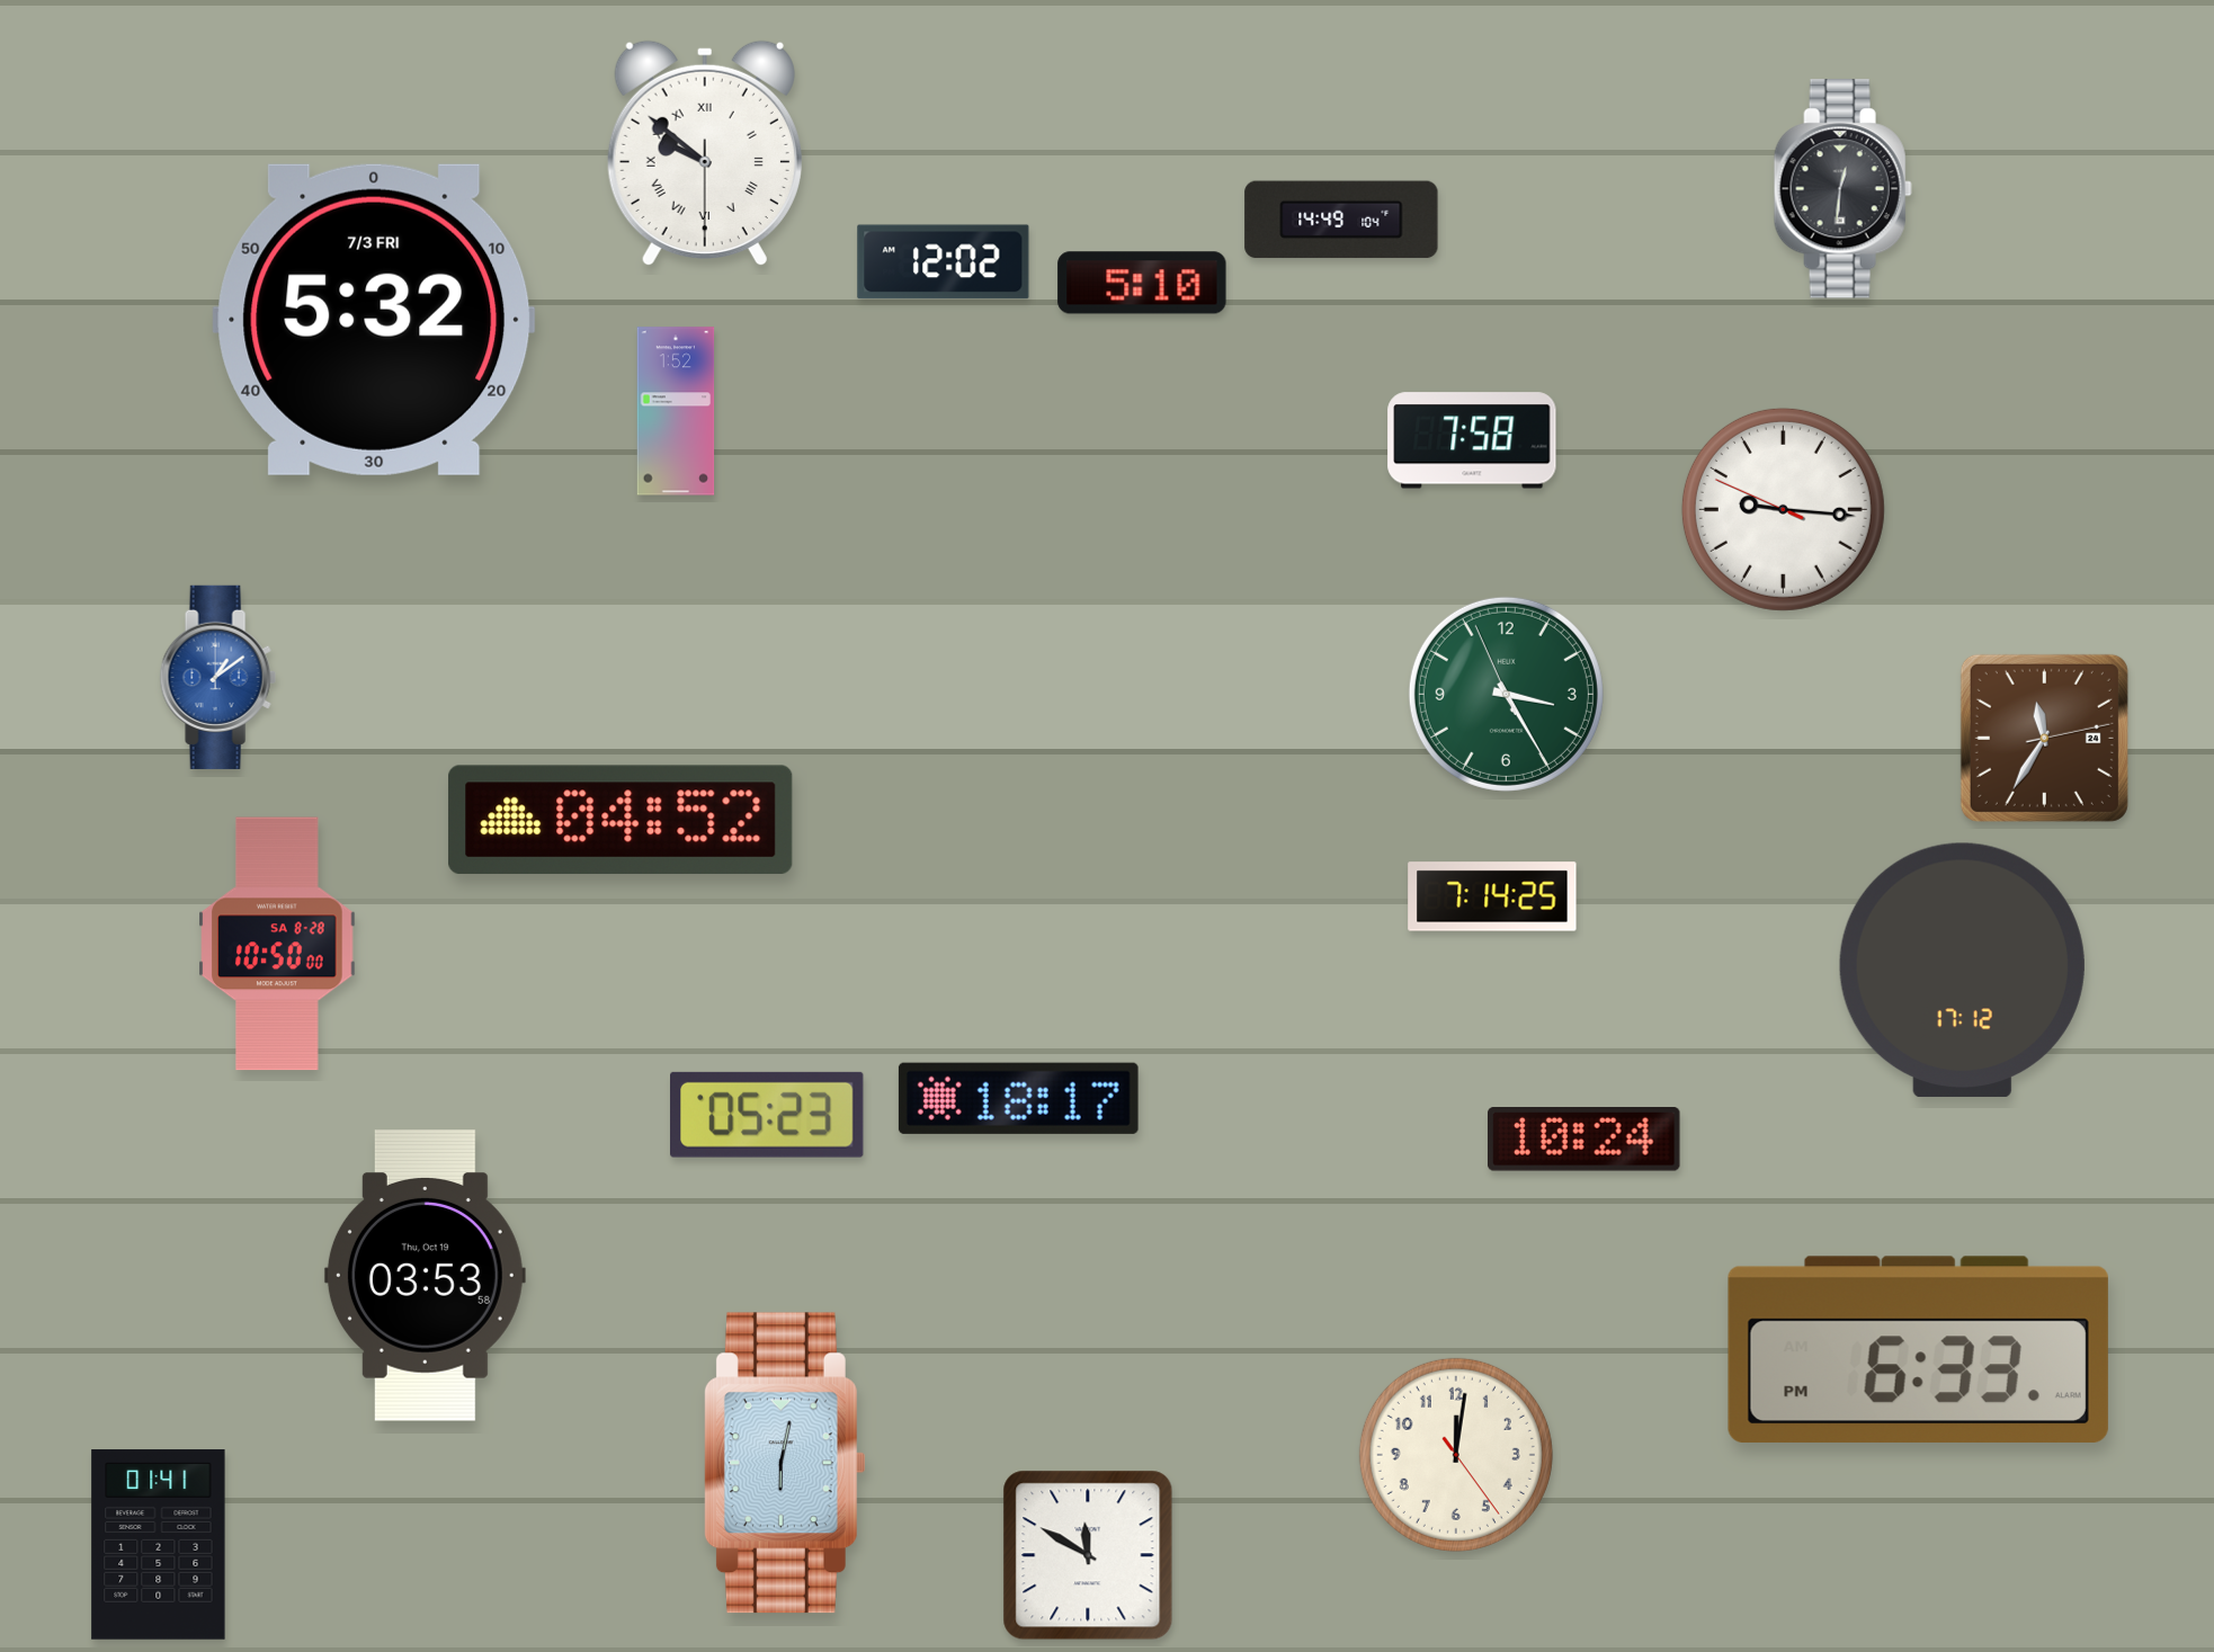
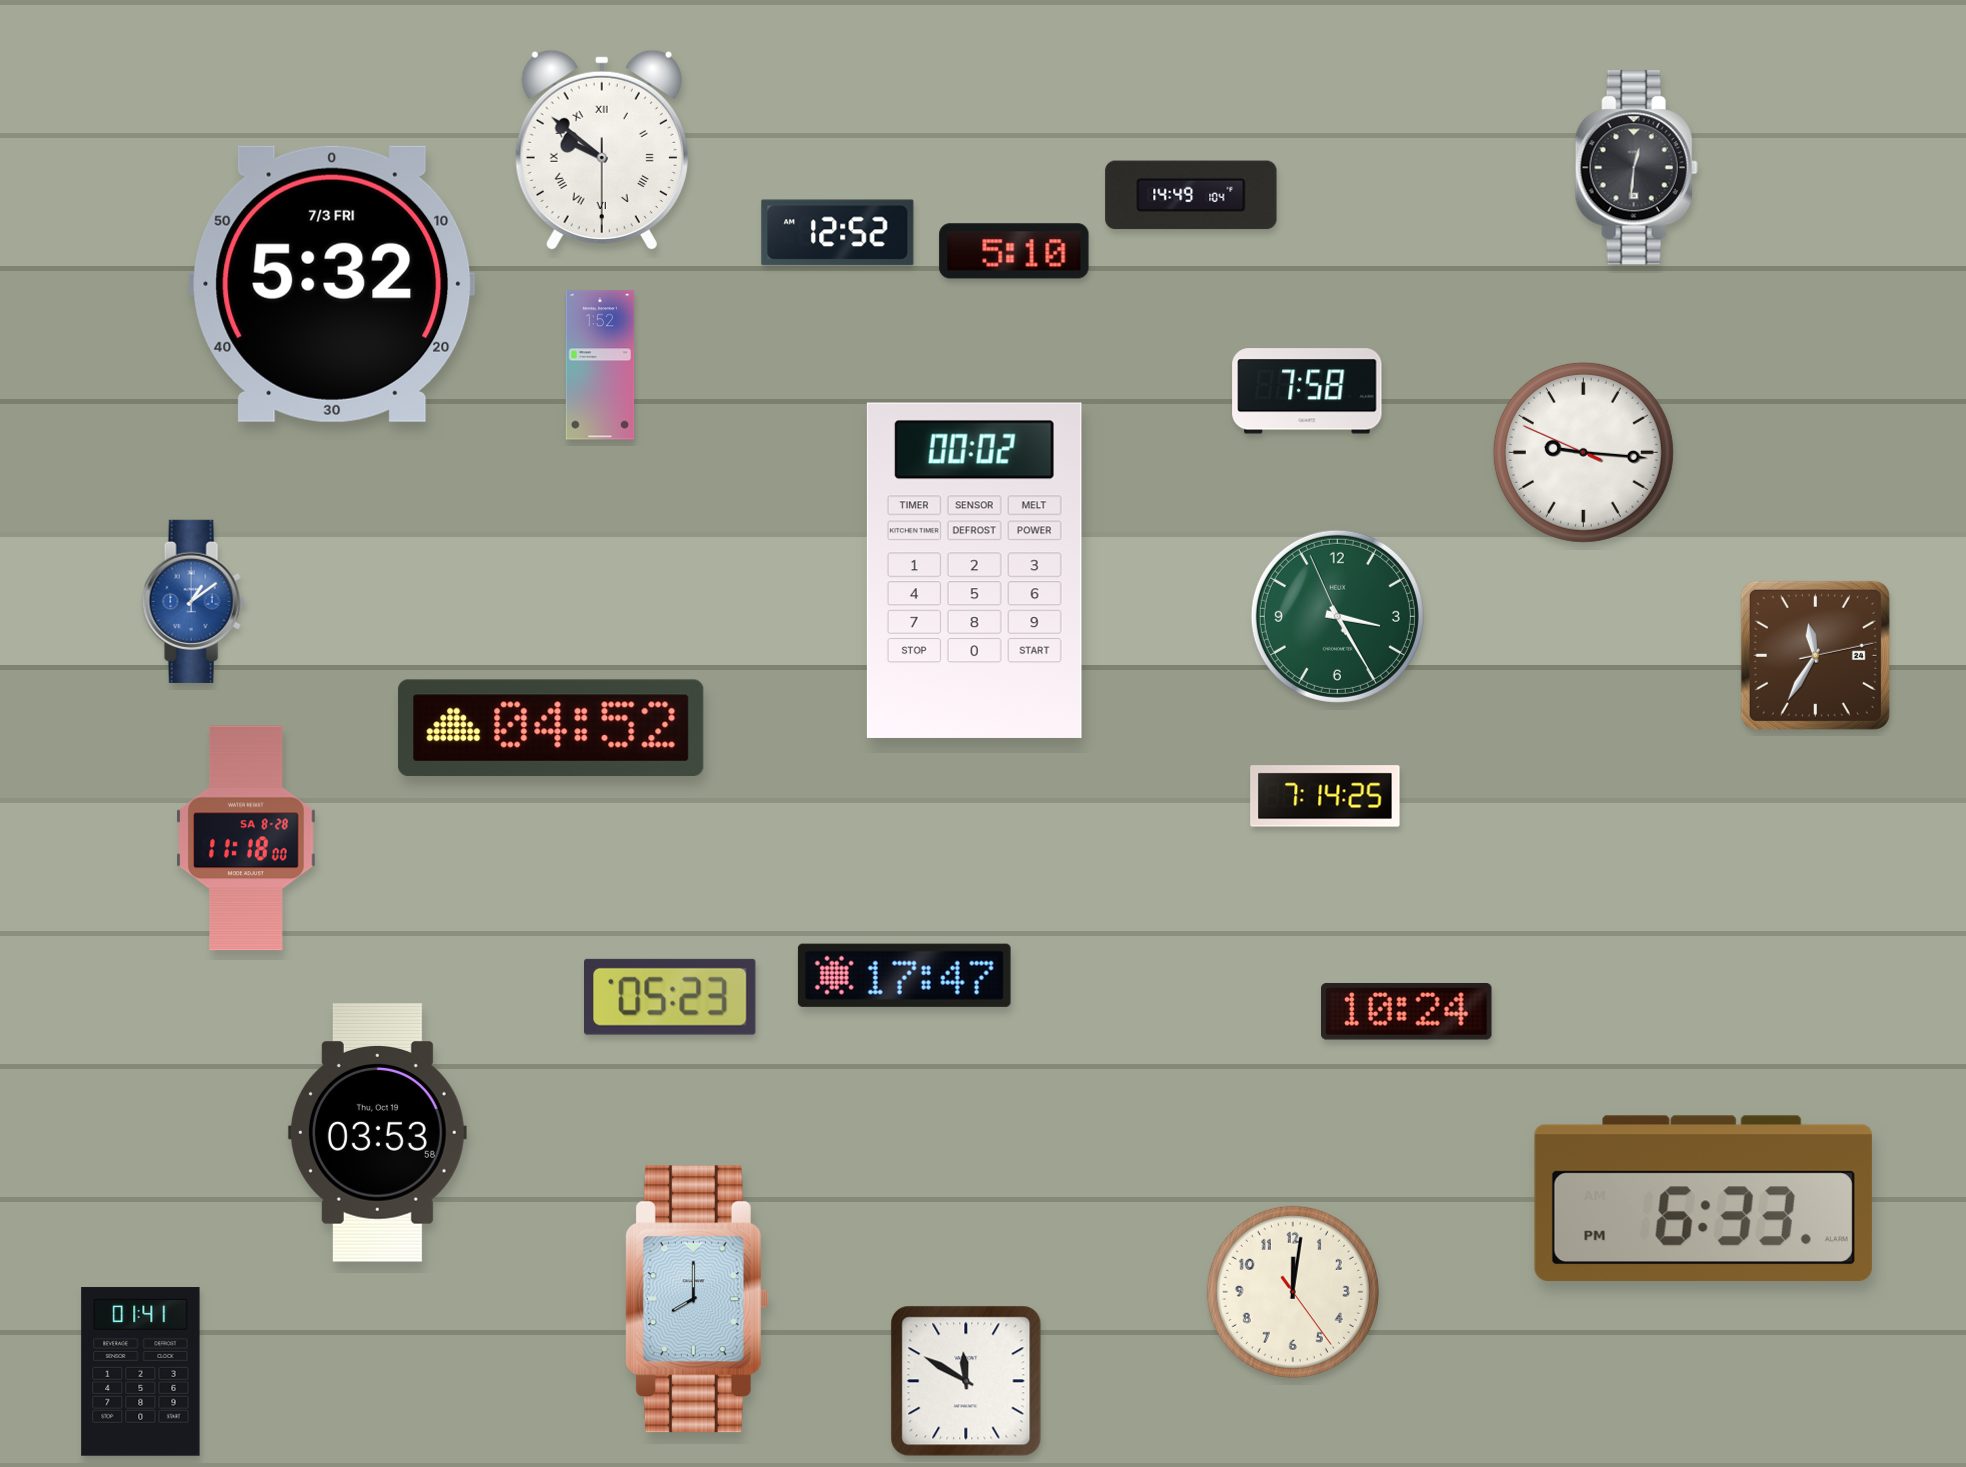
clock at (705, 153) position: (705, 153) -> (602, 150)
clock at (944, 262): 12:02 -> 12:52
clock at (974, 570): none -> 00:02
clock at (277, 944): 10:50 -> 11:18
clock at (1962, 970): 17:12 -> none
clock at (1018, 1098): 18:17 -> 17:47
clock at (768, 1115) position: (768, 1115) -> (671, 997)
clock at (785, 1463): 6:02 -> 8:00
